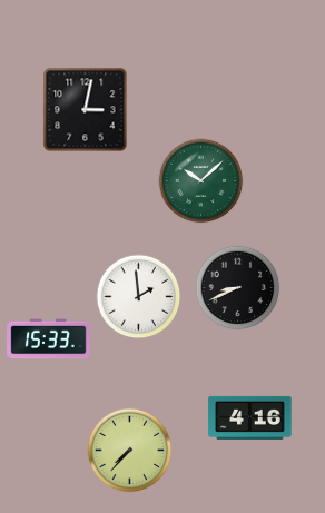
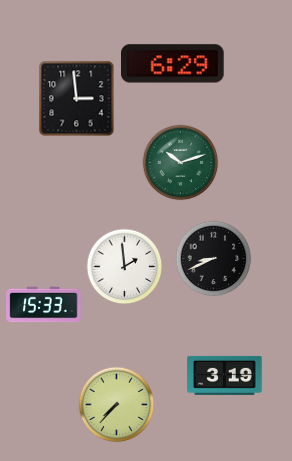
clock at (173, 64): none -> 6:29
clock at (86, 110): 3:02 -> 2:59
clock at (201, 181): 10:08 -> 10:12
clock at (250, 417): 4:16 -> 3:19
